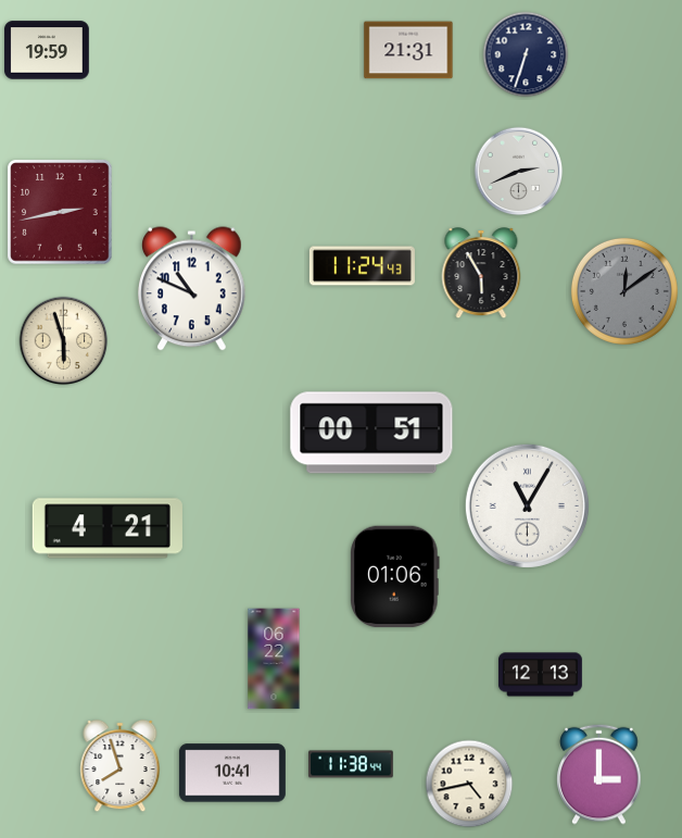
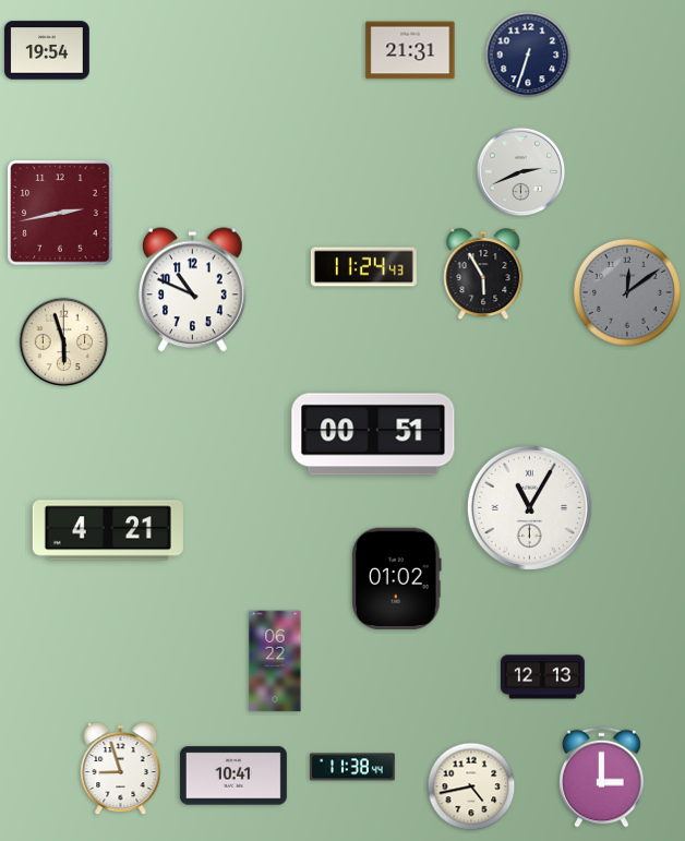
clock at (47, 50): 19:59 -> 19:54
clock at (395, 577): 01:06 -> 01:02
clock at (121, 766): 7:57 -> 8:57
